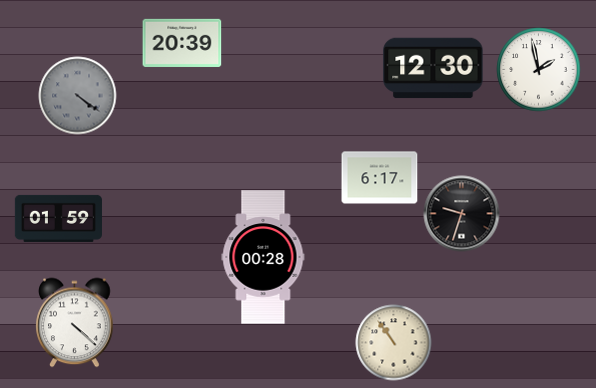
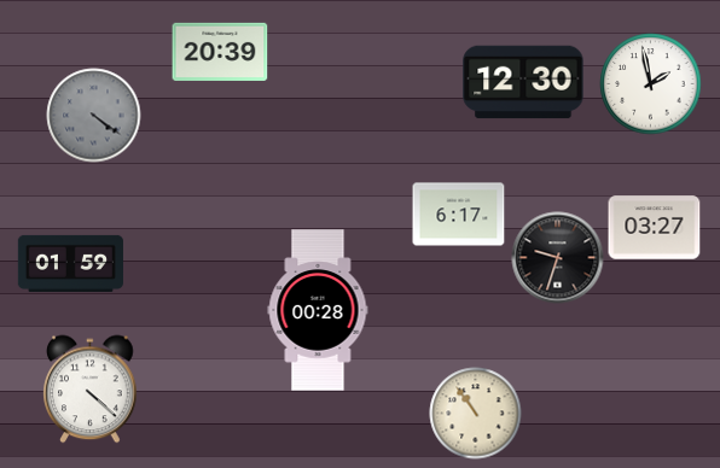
clock at (655, 228): none -> 03:27
